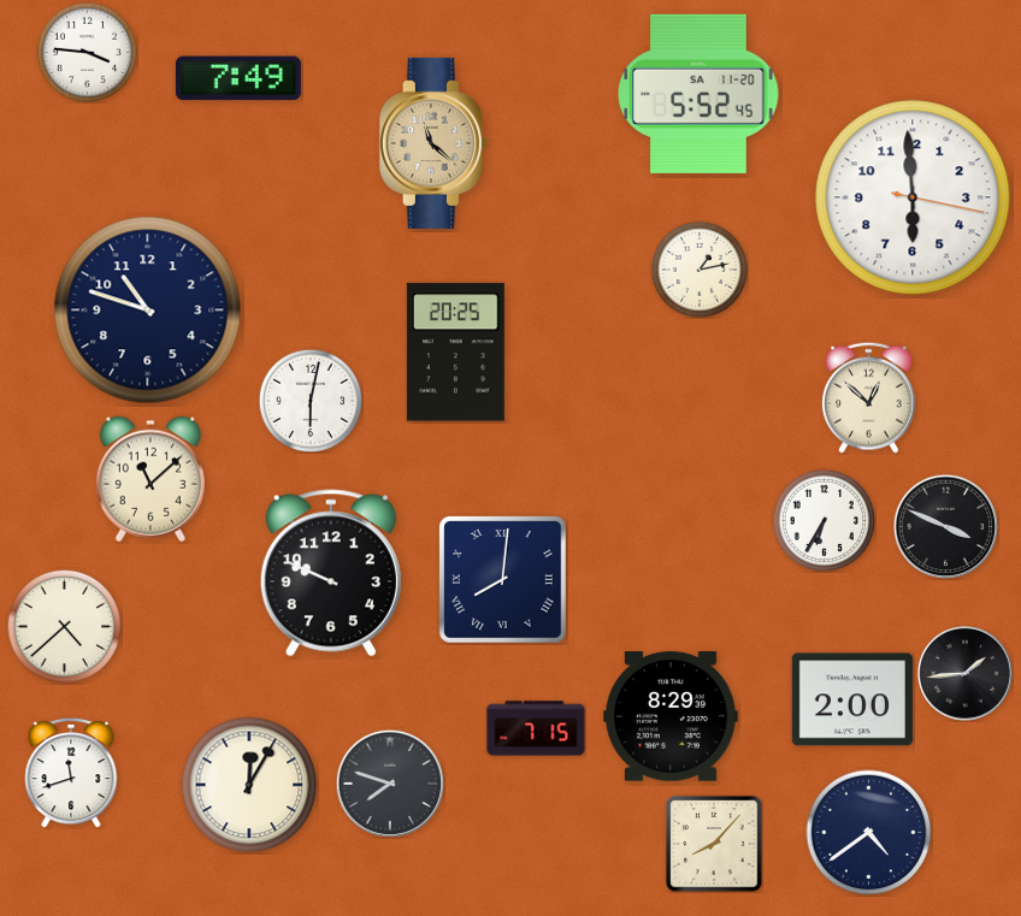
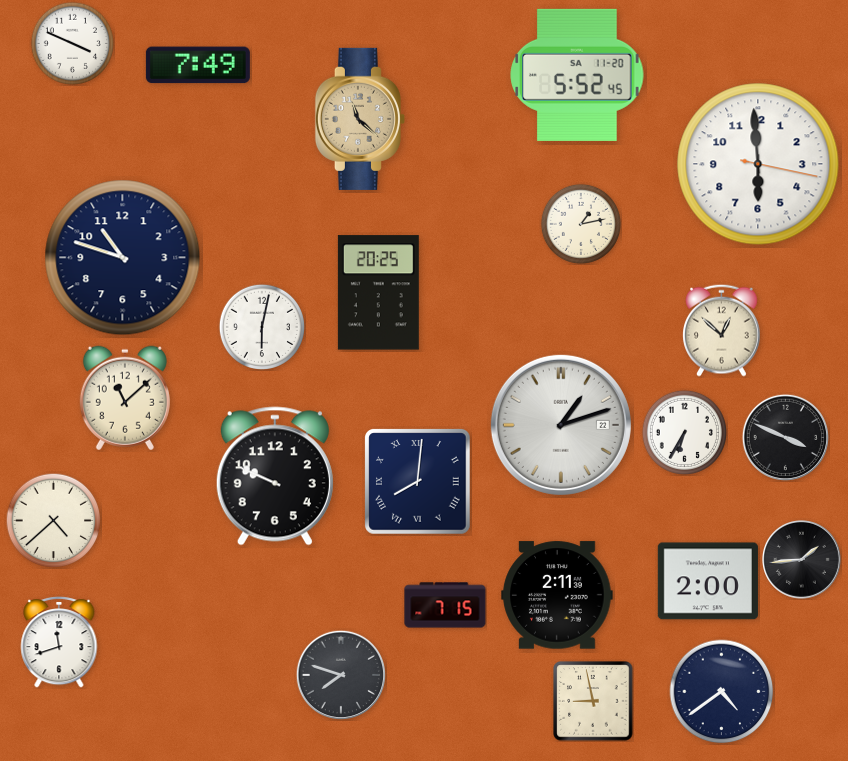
clock at (87, 52): 3:46 -> 3:49
clock at (698, 94) position: (698, 94) -> (577, 75)
clock at (309, 400) position: (309, 400) -> (261, 326)
clock at (561, 425): none -> 1:12
clock at (671, 716): 8:29 -> 2:11
clock at (389, 782) position: (389, 782) -> (340, 674)
clock at (249, 785): 12:05 -> none
clock at (714, 844): 8:07 -> 8:58
